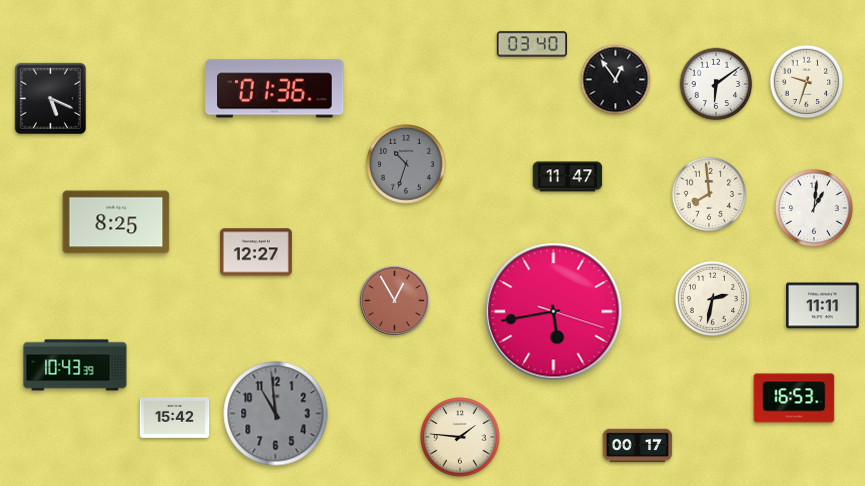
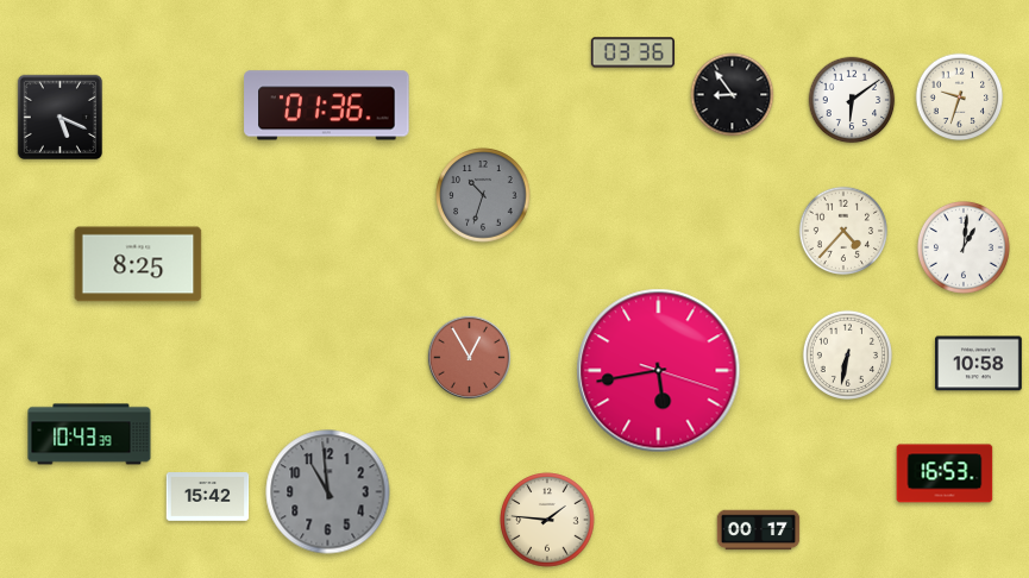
clock at (531, 44): 03:40 -> 03:36
clock at (616, 80): 12:54 -> 8:54
clock at (568, 177): 11:47 -> none
clock at (709, 194): 7:59 -> 4:37
clock at (814, 208) position: (814, 208) -> (964, 247)
clock at (256, 252): 12:27 -> none
clock at (712, 298): 2:32 -> 6:32
clock at (823, 306): 11:11 -> 10:58
